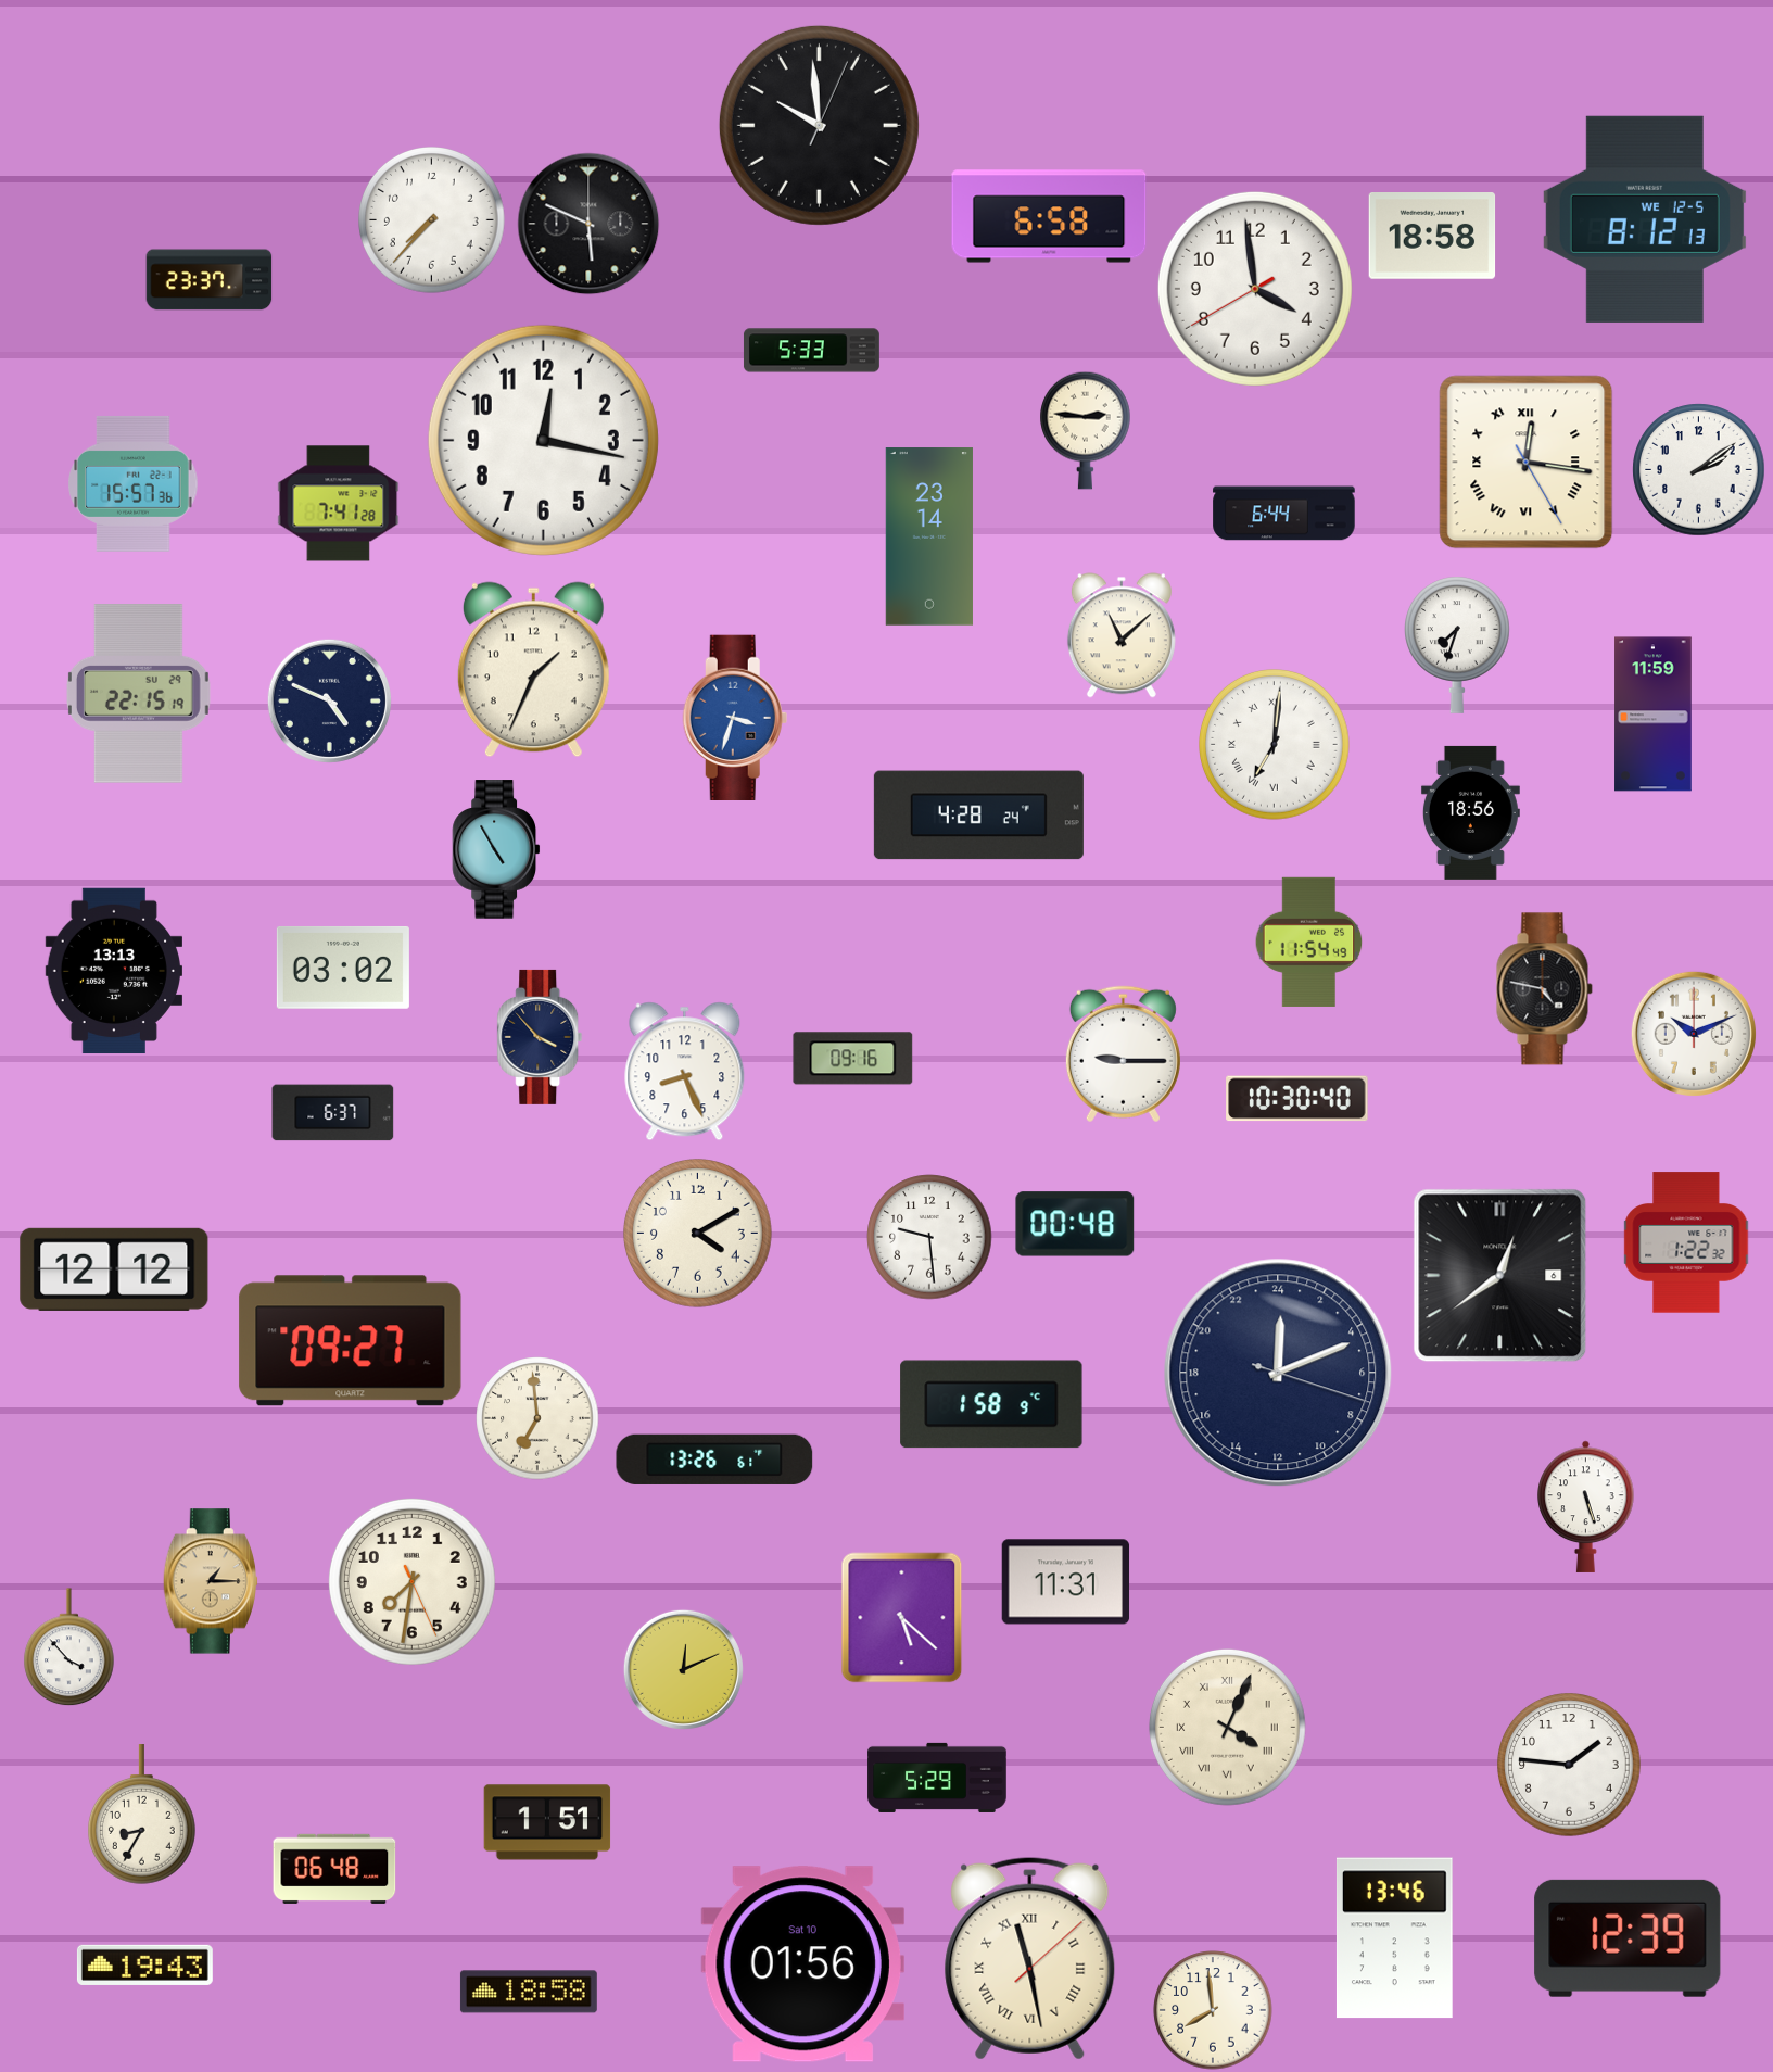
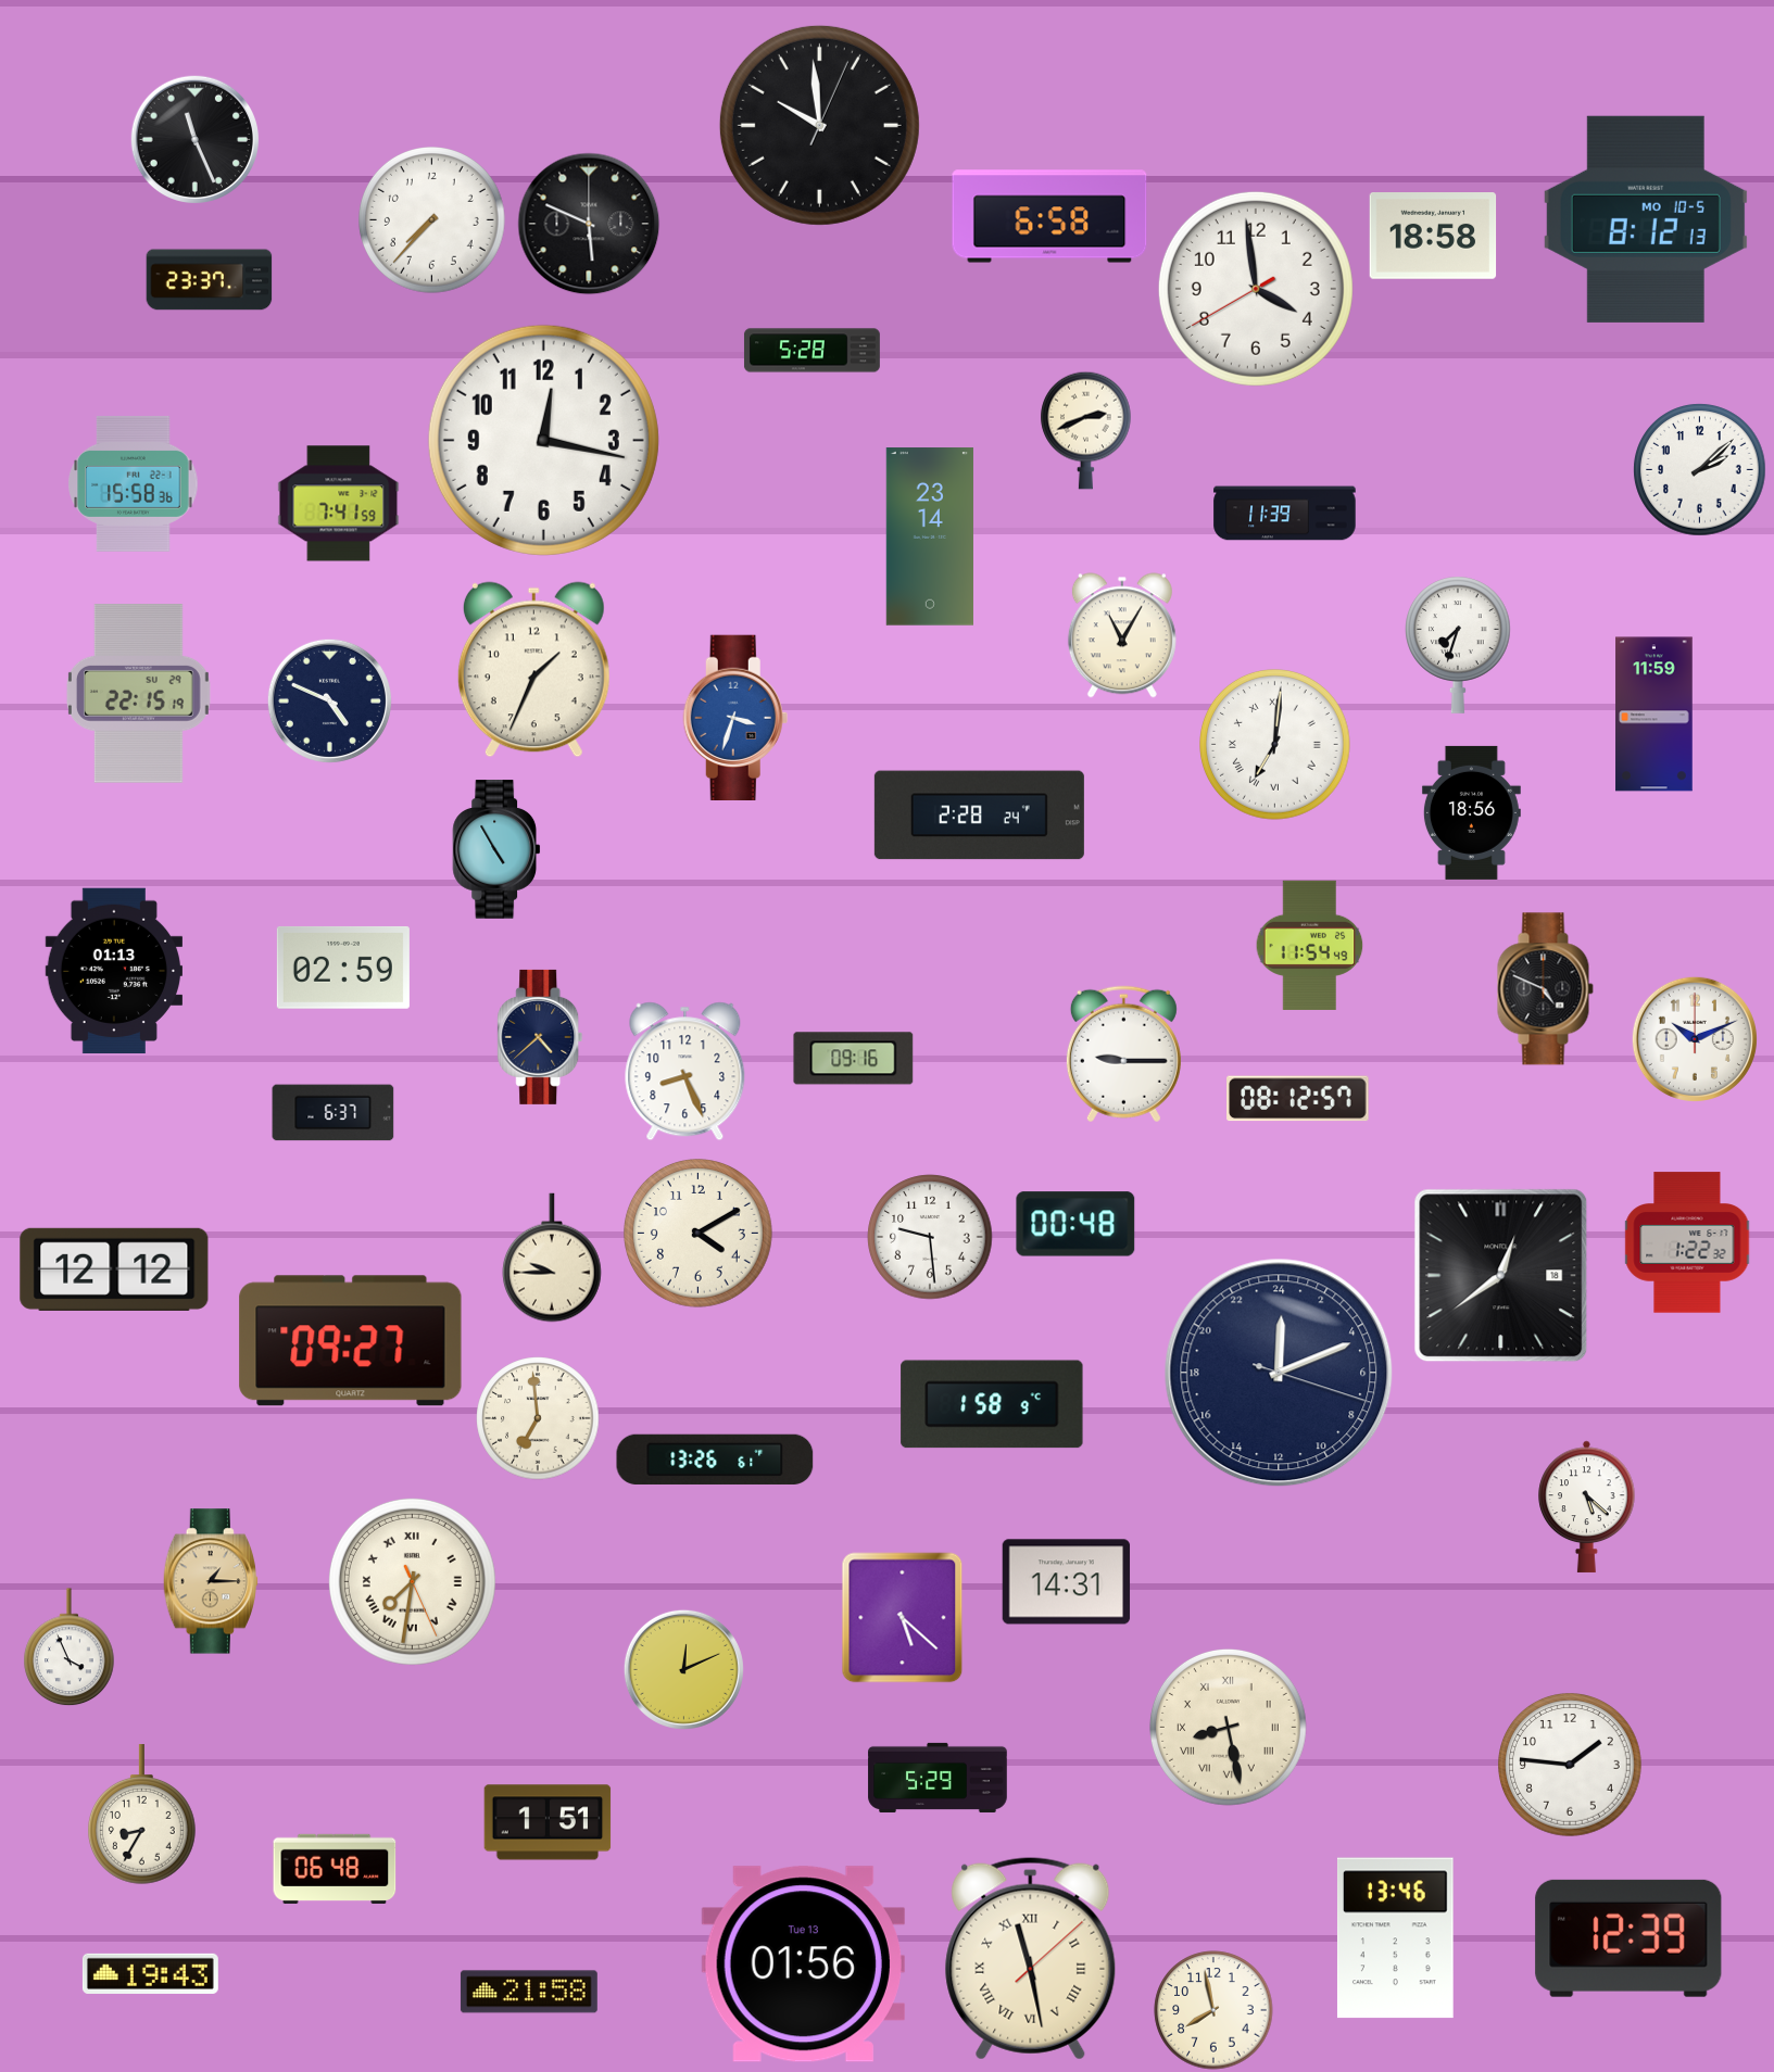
clock at (194, 139): none -> 11:26
clock at (1645, 219) date: WE 12-5 -> MO 10-5
clock at (811, 351): 5:33 -> 5:28
clock at (1086, 430): 2:46 -> 2:41
clock at (1527, 463): 12:16 -> none
clock at (1699, 470): 2:09 -> 2:08
clock at (134, 483): 15:57 -> 15:58
clock at (339, 504): 7:41:28 -> 7:41:59
clock at (1284, 514): 6:44 -> 11:39
clock at (1122, 635): 11:08 -> 11:05
clock at (978, 816): 4:28 -> 2:28
clock at (1309, 942) position: (1309, 942) -> (1310, 945)
clock at (343, 968): 03:02 -> 02:59
clock at (113, 971): 13:13 -> 01:13
clock at (1544, 989): 4:47 -> 4:49
clock at (1694, 1034) position: (1694, 1034) -> (1695, 1039)
clock at (540, 1037): 3:53 -> 4:38
clock at (1297, 1099): 10:30 -> 08:12
clock at (552, 1258): none -> 9:45
clock at (1500, 1276) date: 6 -> 18
clock at (1586, 1506): 5:27 -> 5:22
clock at (411, 1581) numerals: Arabic -> Roman
clock at (1066, 1582): 11:31 -> 14:31
clock at (69, 1647): 3:53 -> 3:56
clock at (1227, 1727): 4:04 -> 8:28
clock at (144, 1964) position: (144, 1964) -> (150, 1973)
clock at (802, 1964) date: Sat 10 -> Tue 13
clock at (529, 1992): 18:58 -> 21:58
clock at (1213, 2010): 7:59 -> 7:58
